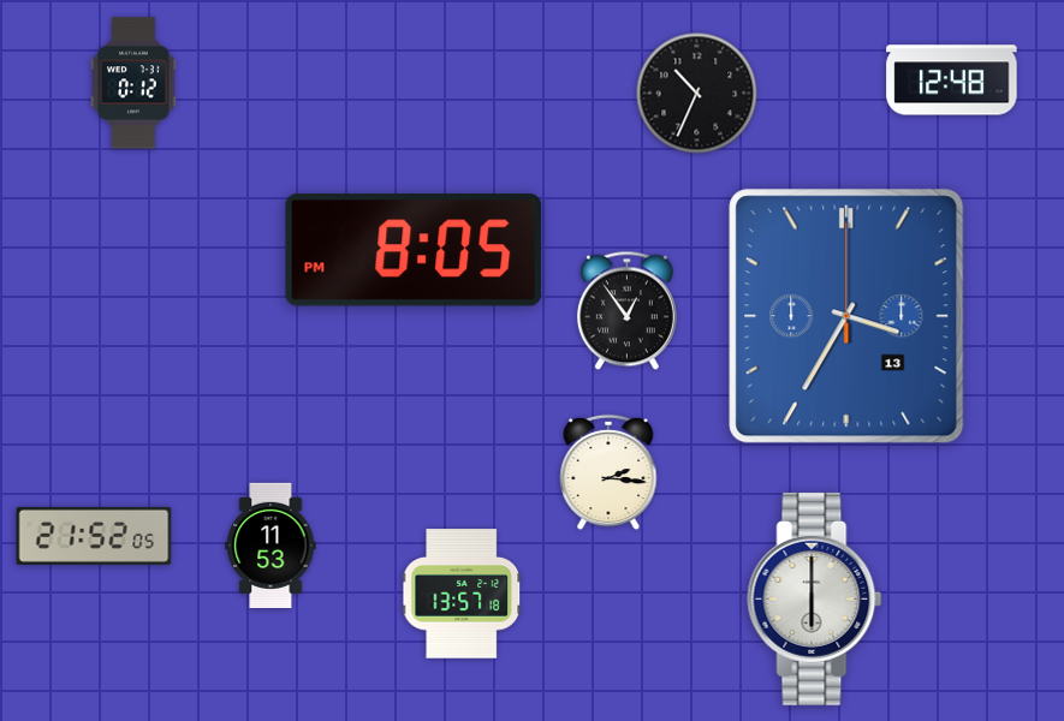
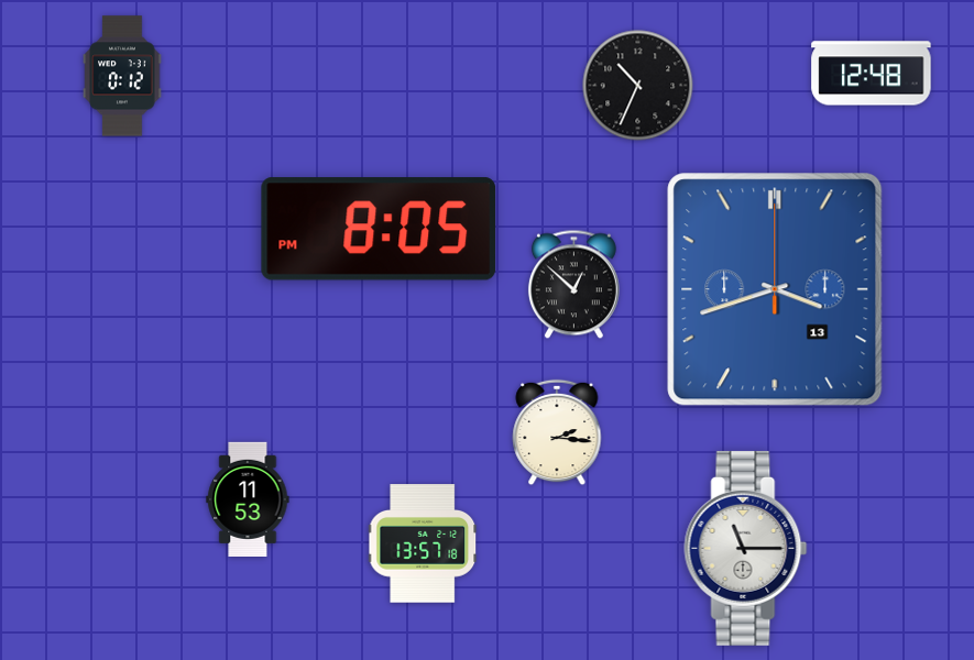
clock at (626, 311): 12:54 -> 12:52
clock at (846, 316): 3:35 -> 3:42
clock at (94, 536): 21:52 -> none
clock at (815, 598): 6:00 -> 11:15
